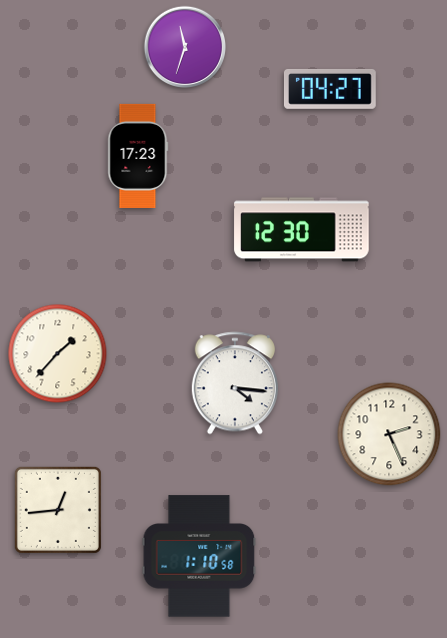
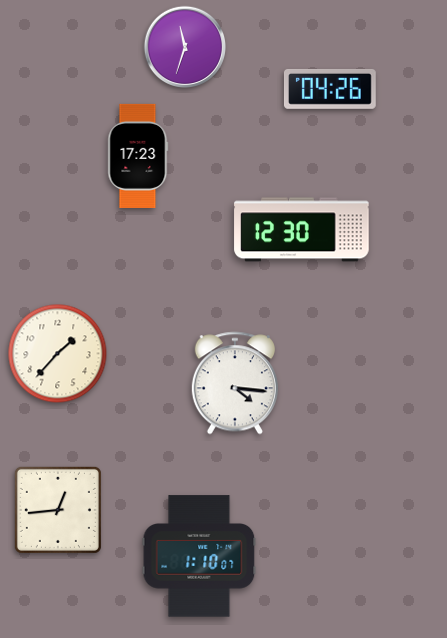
clock at (330, 89): 04:27 -> 04:26
clock at (389, 434): 2:26 -> none
clock at (199, 556): 1:10:58 -> 1:10:07
